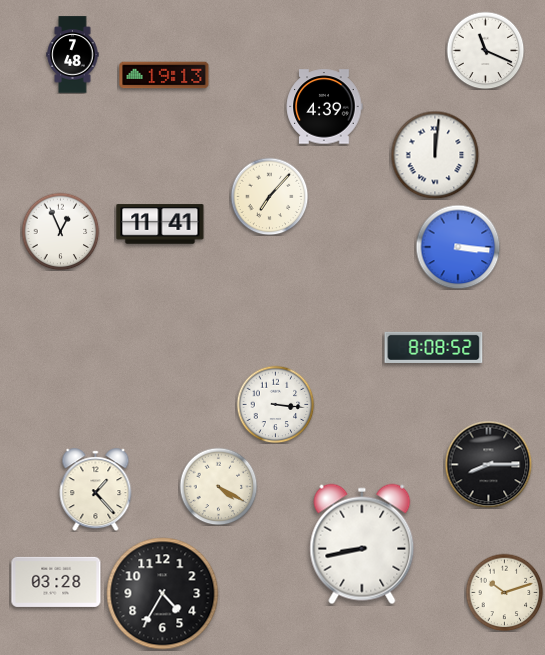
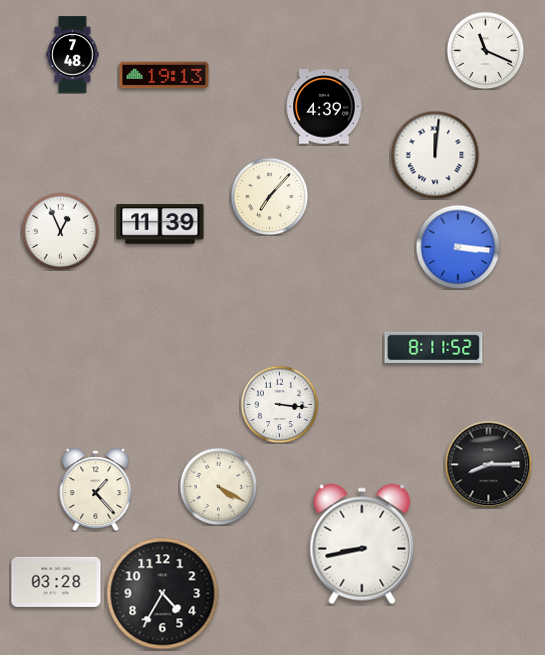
clock at (160, 224): 11:41 -> 11:39
clock at (434, 347): 8:08 -> 8:11
clock at (275, 404) position: (275, 404) -> (279, 404)
clock at (504, 592): 10:12 -> none
